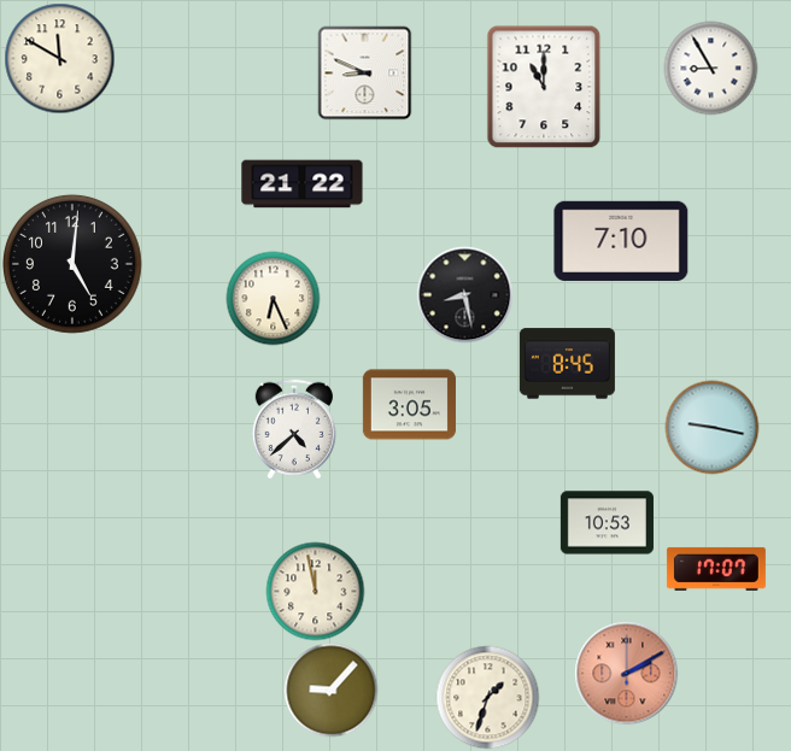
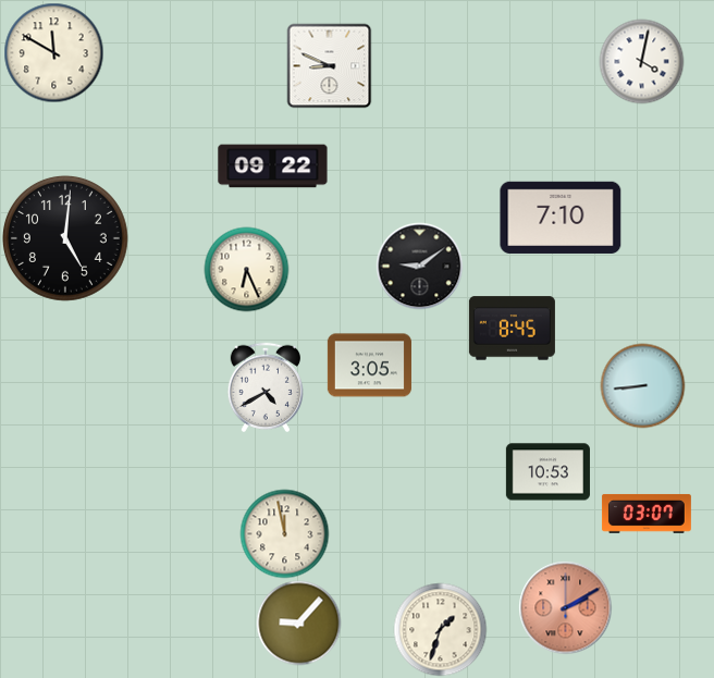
clock at (710, 68): 8:55 -> 4:02
clock at (544, 87): 11:00 -> none
clock at (303, 184): 21:22 -> 09:22
clock at (464, 294): 8:28 -> 9:09
clock at (711, 427): 9:17 -> 8:44
clock at (293, 428): 4:38 -> 4:40
clock at (716, 569): 17:07 -> 03:07
